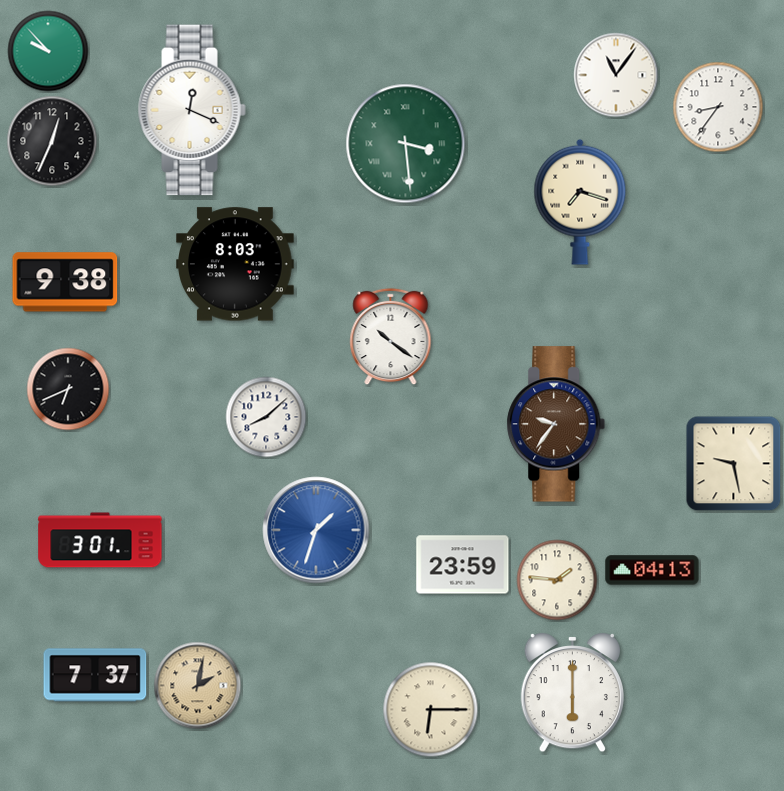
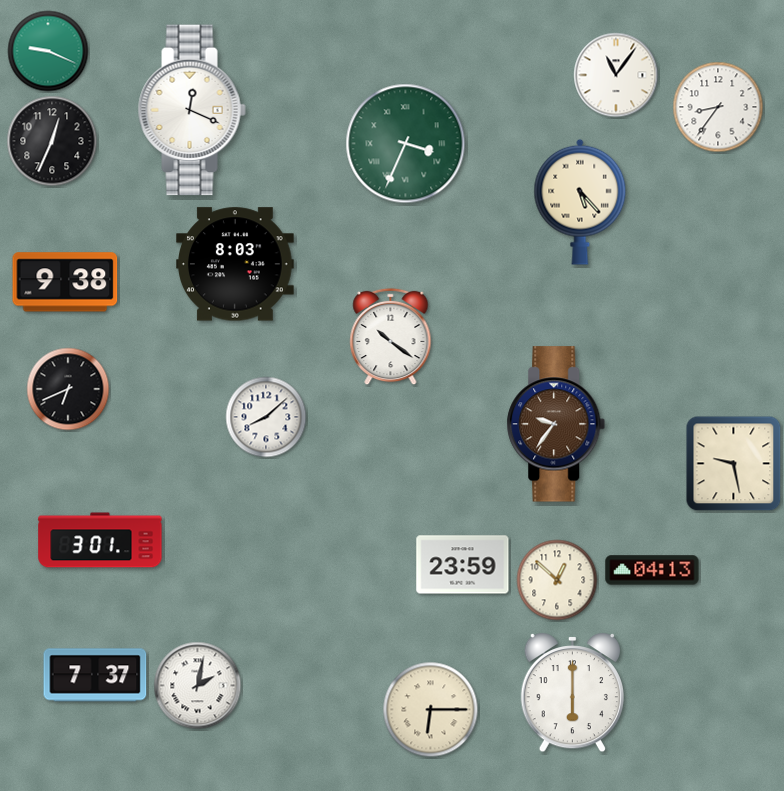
clock at (48, 51): 9:53 -> 9:19
clock at (406, 144): 3:29 -> 3:34
clock at (580, 202): 7:18 -> 5:23
clock at (316, 530): 1:33 -> none
clock at (557, 580): 1:46 -> 12:52
clock at (198, 686) dial: champagne -> white
